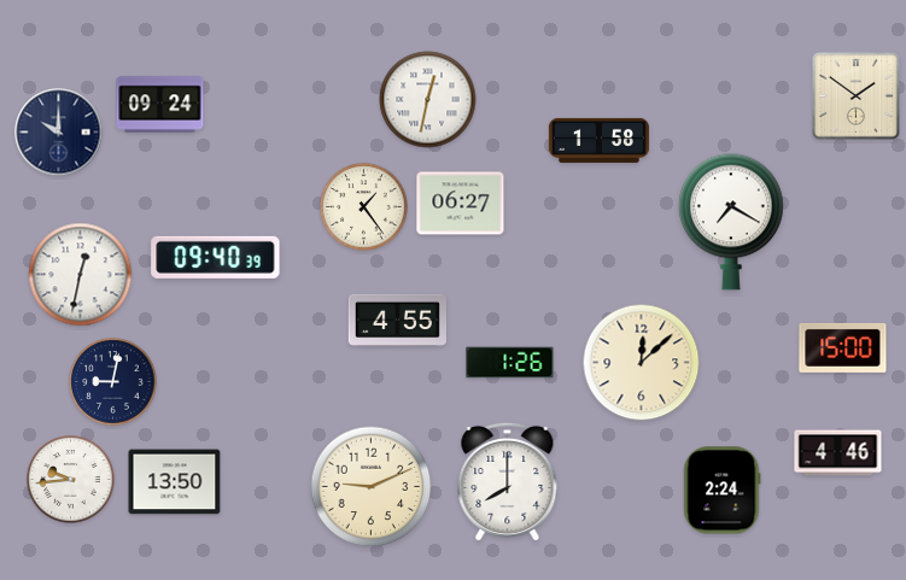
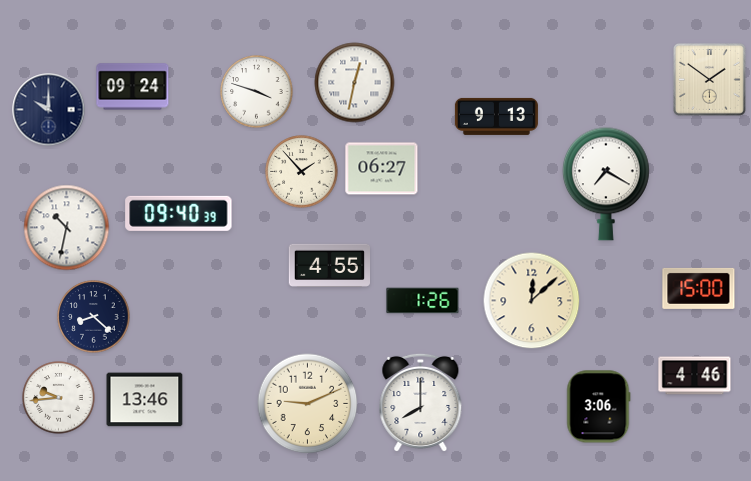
clock at (257, 92): none -> 3:48
clock at (598, 140): 1:58 -> 9:13
clock at (364, 207): 1:24 -> 1:53
clock at (81, 275): 12:32 -> 10:32
clock at (113, 382): 9:02 -> 8:22
clock at (508, 481) position: (508, 481) -> (421, 402)
clock at (175, 482): 13:50 -> 13:46
clock at (723, 491): 2:24 -> 3:06
